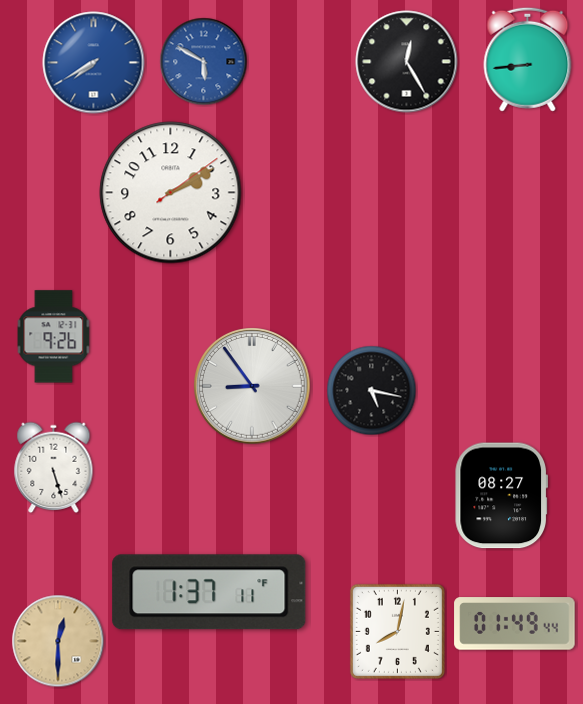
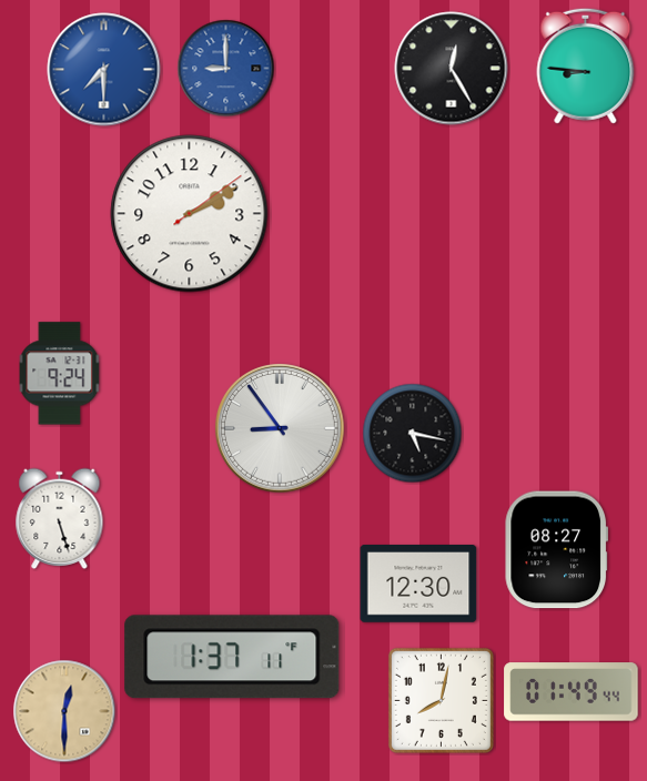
clock at (528, 59): 8:44 -> 8:46
clock at (204, 62): 5:50 -> 9:00
clock at (94, 63): 7:40 -> 7:30
clock at (54, 337): 9:26 -> 9:24
clock at (418, 584): none -> 12:30
